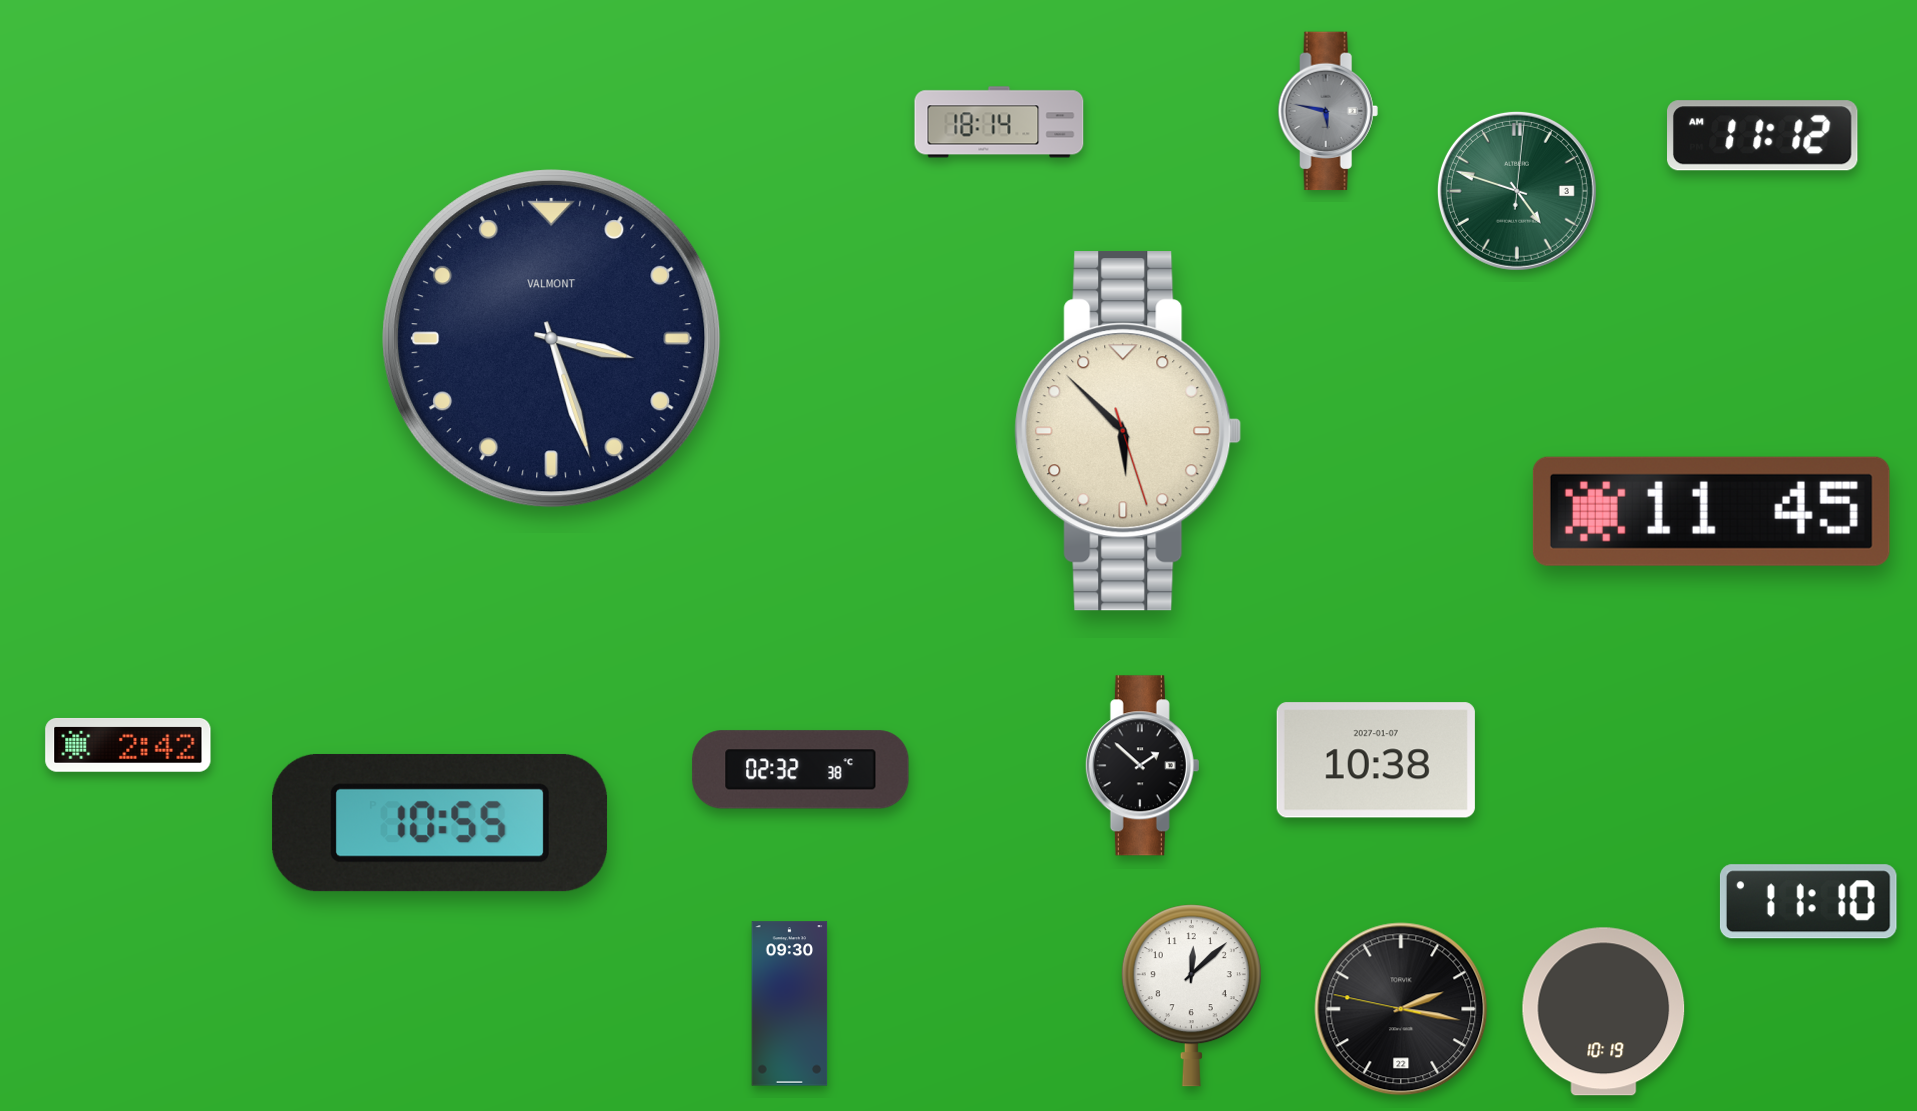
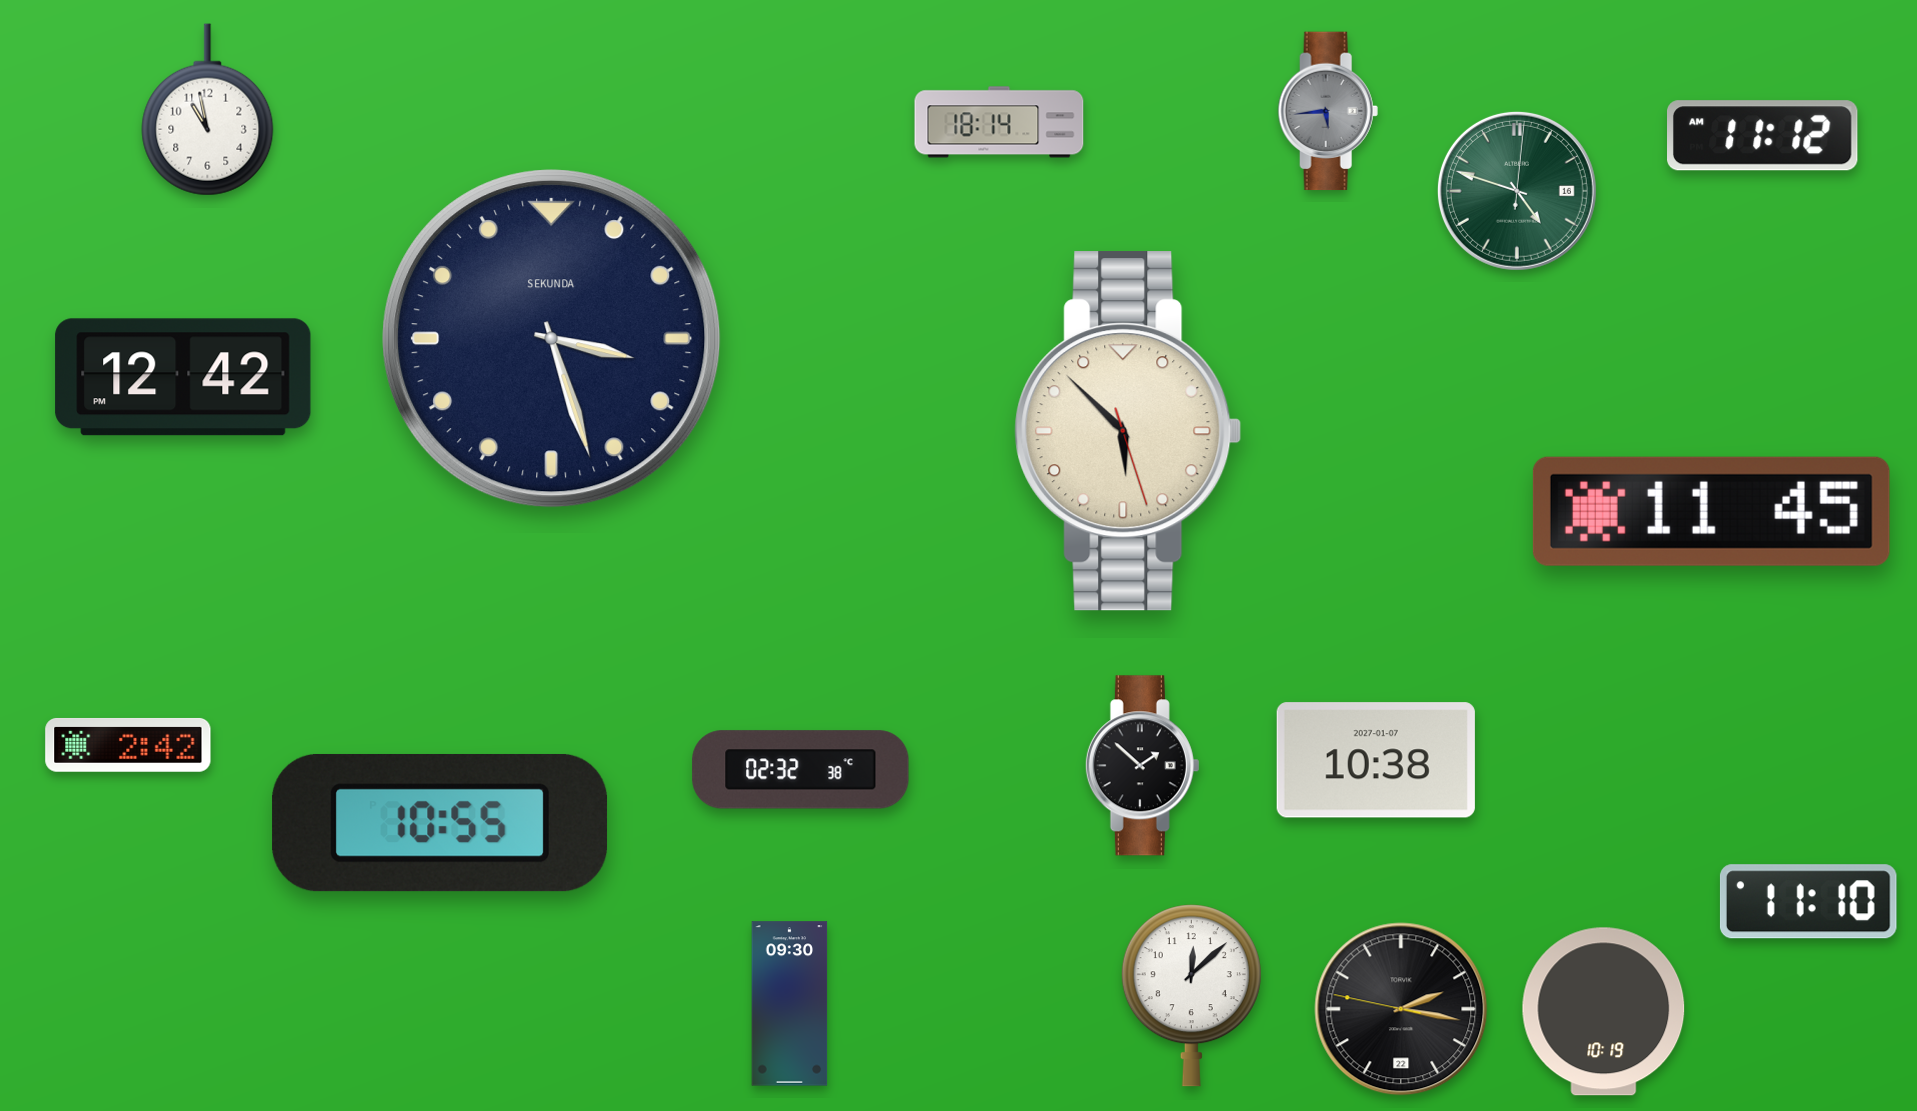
clock at (208, 110): none -> 10:58
clock at (1328, 111): 5:47 -> 5:44
clock at (1517, 191) date: 3 -> 16
clock at (552, 339) brand: VALMONT -> SEKUNDA
clock at (183, 377): none -> 12:42
